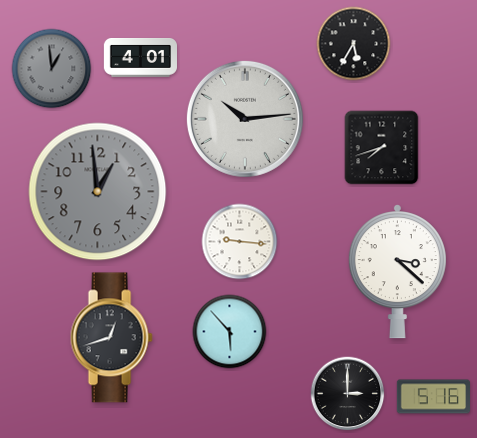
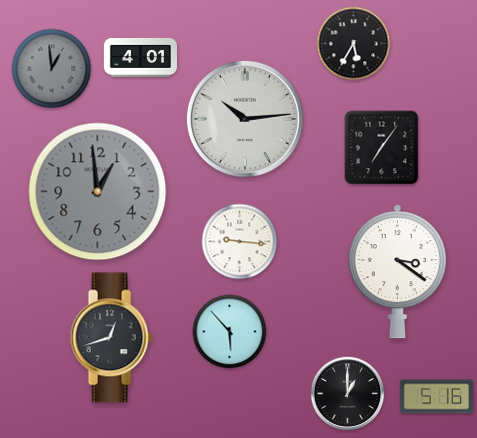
clock at (382, 148): 7:42 -> 7:06
clock at (397, 272): 3:22 -> 3:21
clock at (348, 394): 3:00 -> 1:00
clock at (433, 397) position: (433, 397) -> (436, 397)
